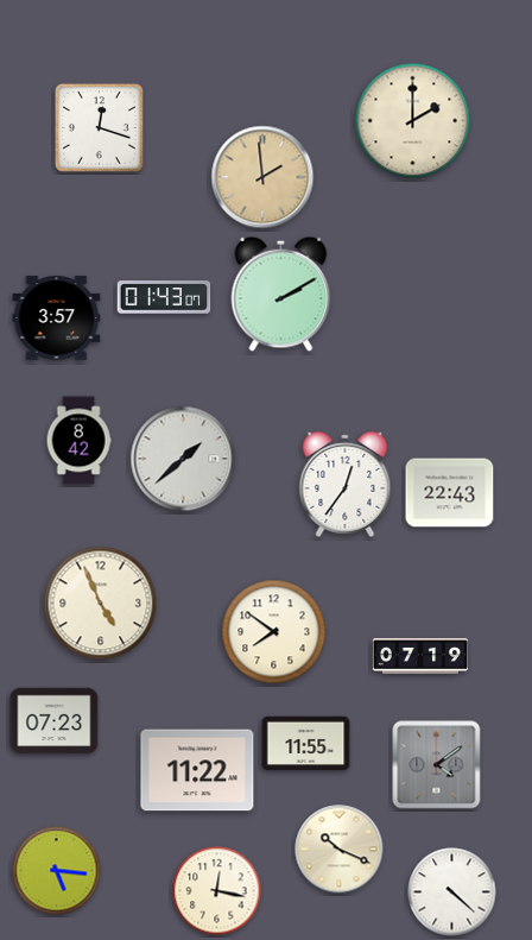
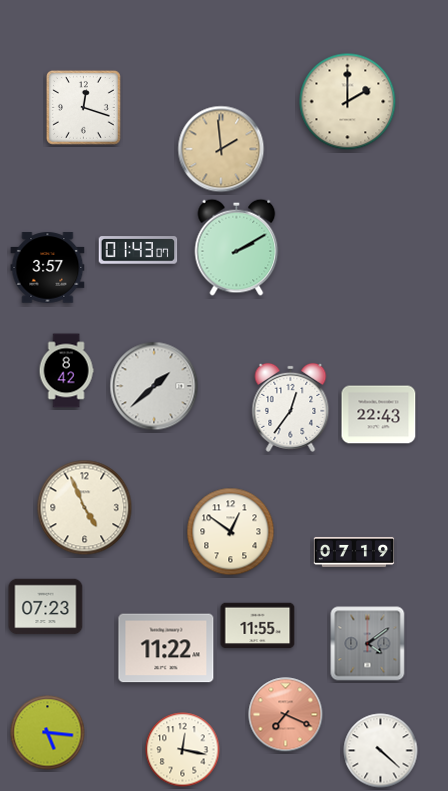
clock at (274, 632): 7:51 -> 12:51
clock at (340, 850): 10:19 -> 7:19
clock at (340, 850) dial: cream -> salmon
